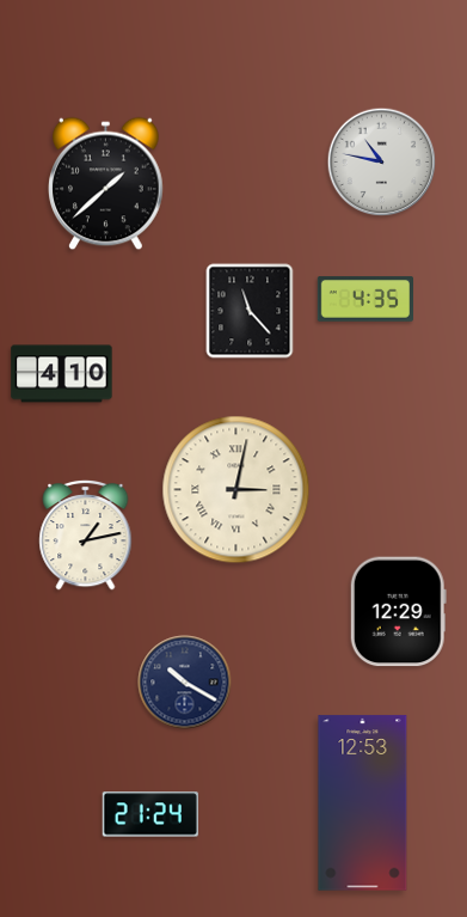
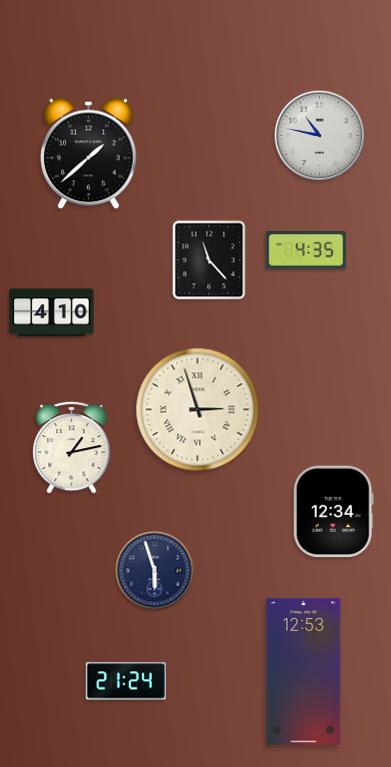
clock at (236, 490): 3:02 -> 2:57
clock at (398, 612): 12:29 -> 12:34
clock at (185, 683): 10:20 -> 5:57
